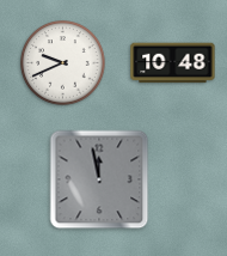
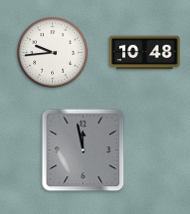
clock at (63, 63): 9:41 -> 9:44
